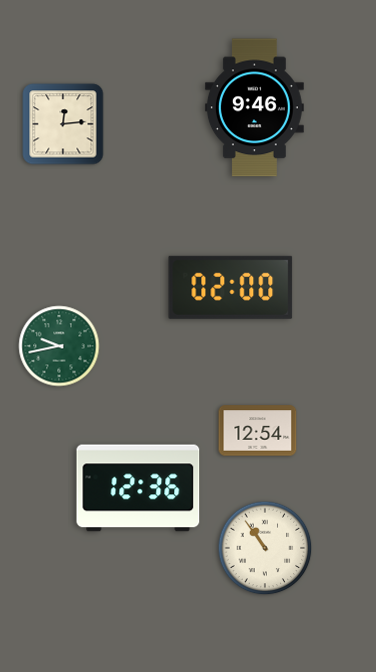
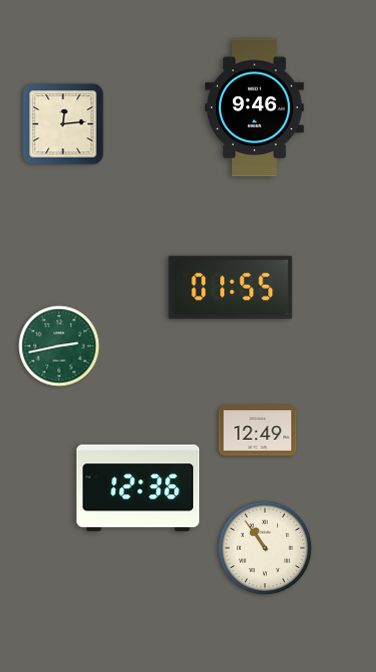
clock at (231, 287): 02:00 -> 01:55
clock at (59, 346): 9:43 -> 2:43
clock at (258, 431): 12:54 -> 12:49
